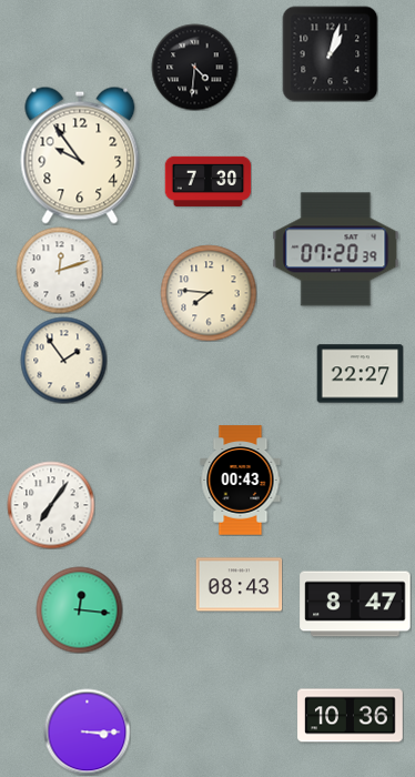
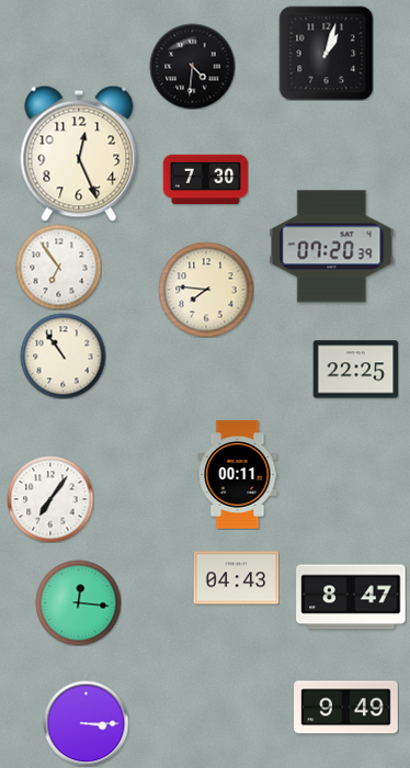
clock at (80, 155): 9:54 -> 12:26
clock at (59, 270): 12:12 -> 6:54
clock at (63, 360): 1:54 -> 10:54
clock at (360, 374): 22:27 -> 22:25
clock at (241, 481): 00:43 -> 00:11
clock at (239, 585): 08:43 -> 04:43
clock at (351, 716): 10:36 -> 9:49
